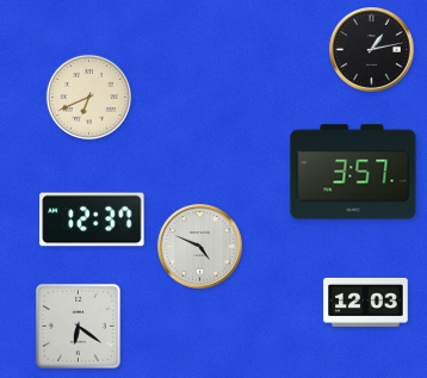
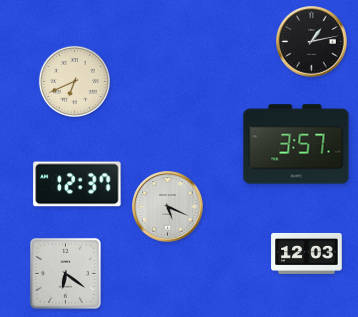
clock at (200, 247): 4:49 -> 5:19
